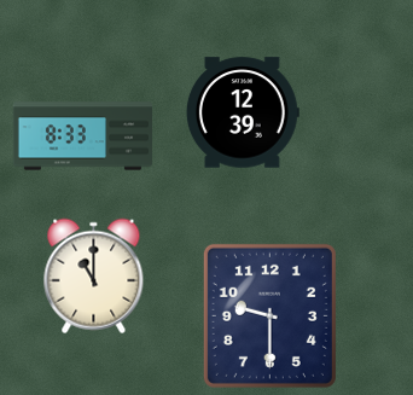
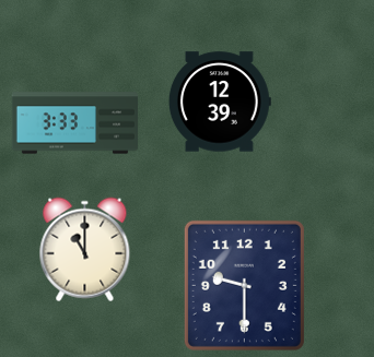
clock at (83, 136): 8:33 -> 3:33
